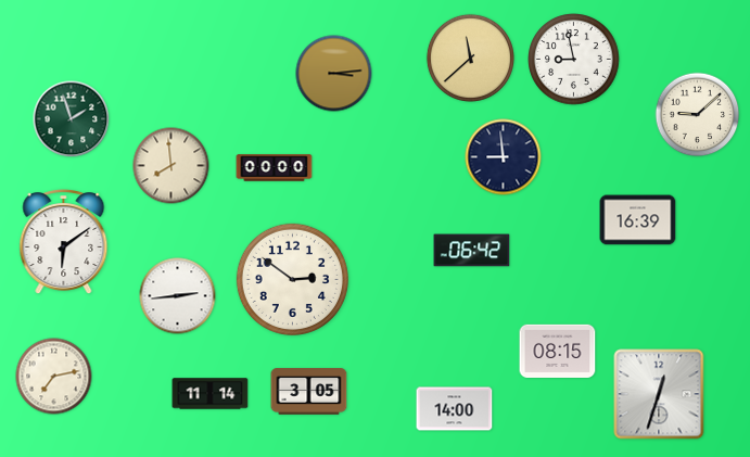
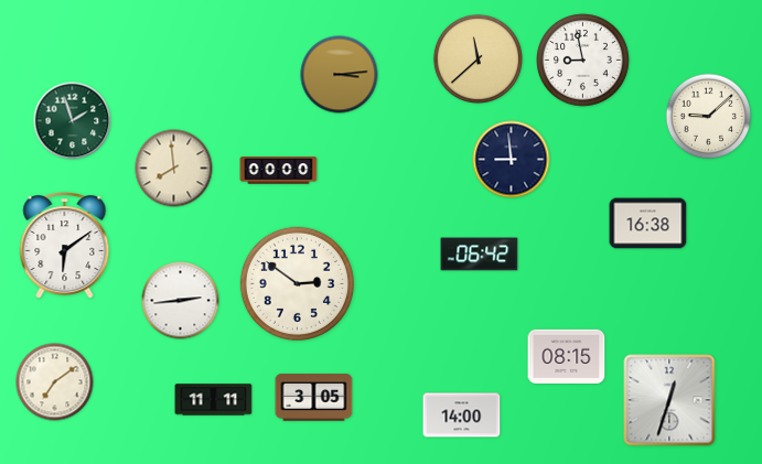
clock at (638, 220): 16:39 -> 16:38
clock at (54, 377): 7:13 -> 7:09
clock at (211, 394): 11:14 -> 11:11
